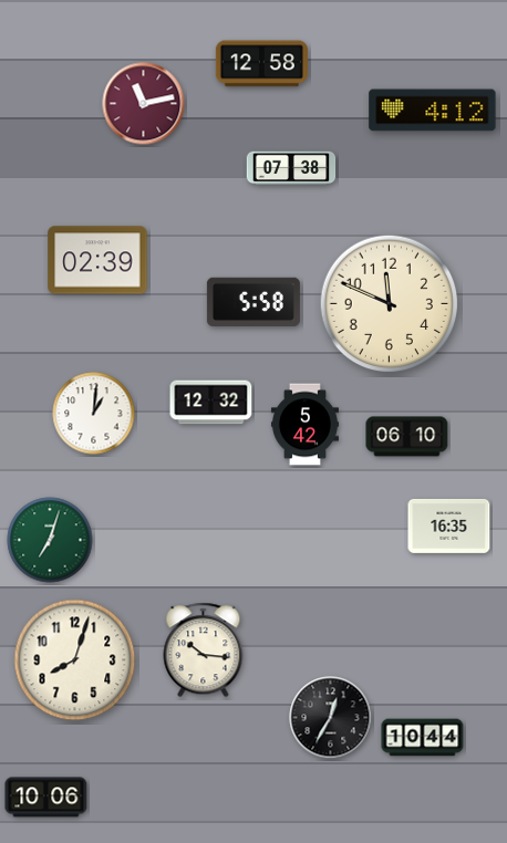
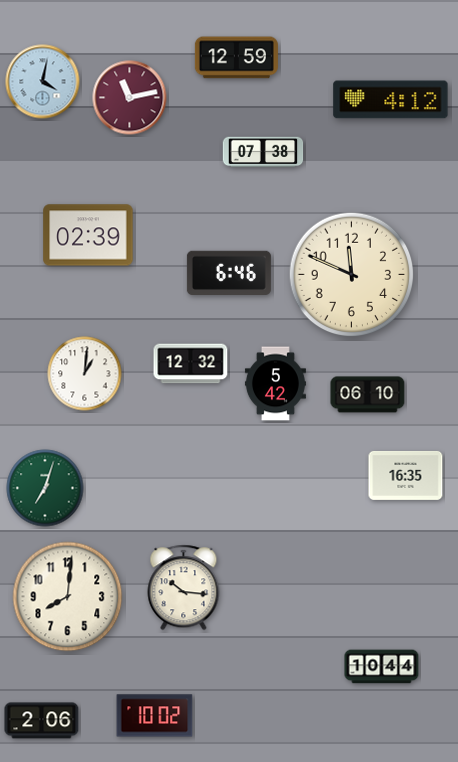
clock at (261, 64): 12:58 -> 12:59
clock at (43, 82): none -> 4:02
clock at (144, 104) position: (144, 104) -> (130, 98)
clock at (253, 301): 5:58 -> 6:46
clock at (75, 660): 8:03 -> 8:01
clock at (331, 718): 12:35 -> none
clock at (155, 716): none -> 10:02
clock at (46, 798): 10:06 -> 2:06
